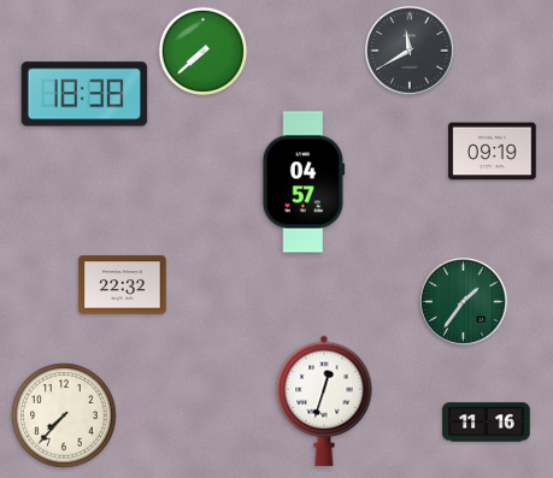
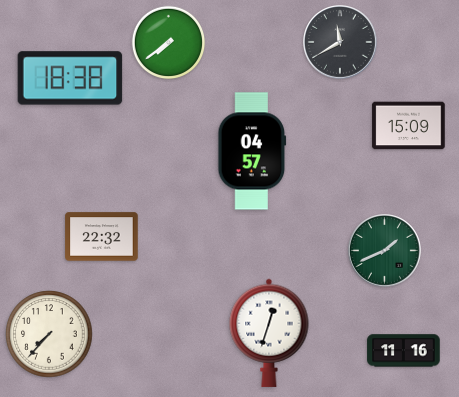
clock at (204, 52): 7:38 -> 7:39
clock at (493, 152): 09:19 -> 15:09
clock at (464, 302): 1:36 -> 1:41
clock at (64, 415) position: (64, 415) -> (49, 334)
